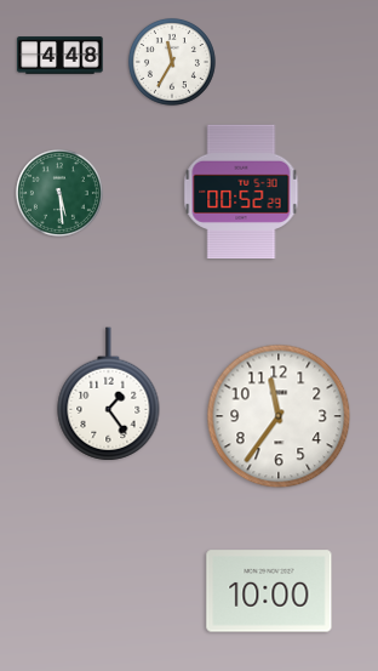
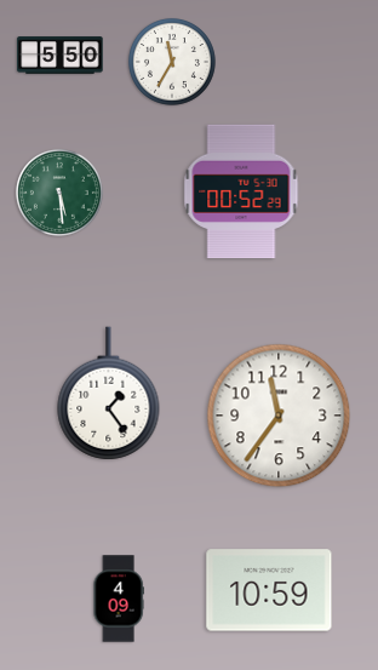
clock at (61, 56): 4:48 -> 5:50
clock at (269, 591): 10:00 -> 10:59
clock at (119, 599): none -> 4:09
